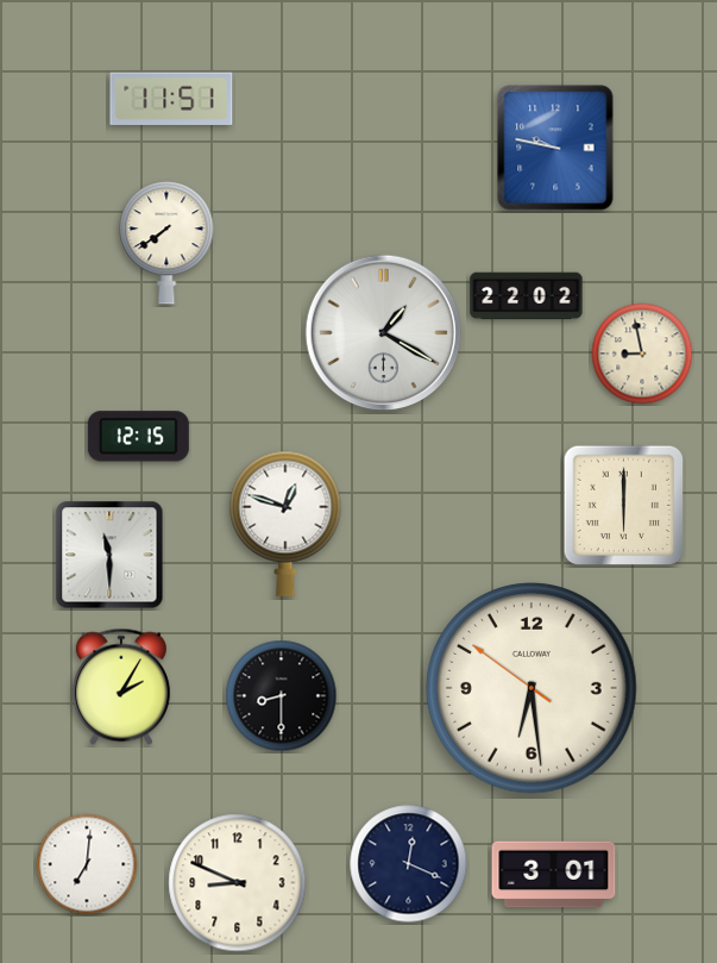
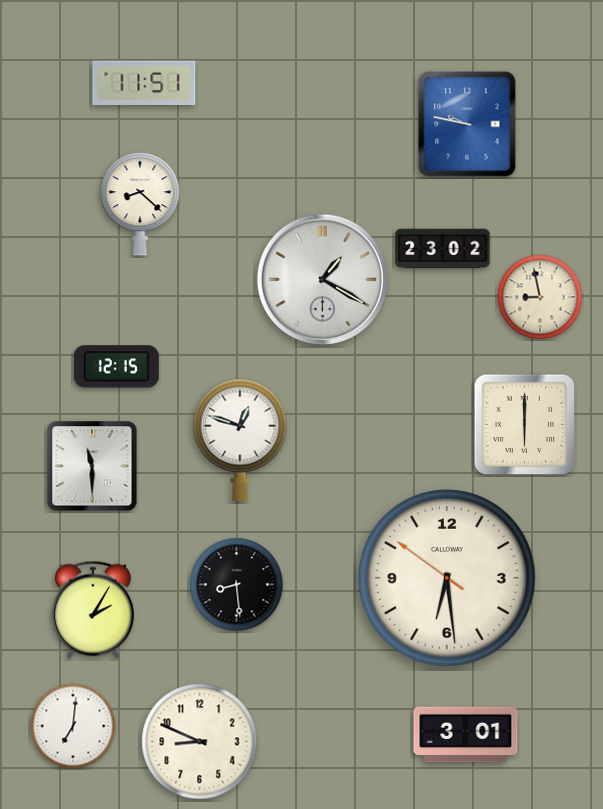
clock at (166, 243): 7:39 -> 8:22
clock at (527, 296): 22:02 -> 23:02
clock at (121, 687) position: (121, 687) -> (93, 610)
clock at (282, 696): 8:30 -> 8:29
clock at (409, 864): 12:19 -> none
